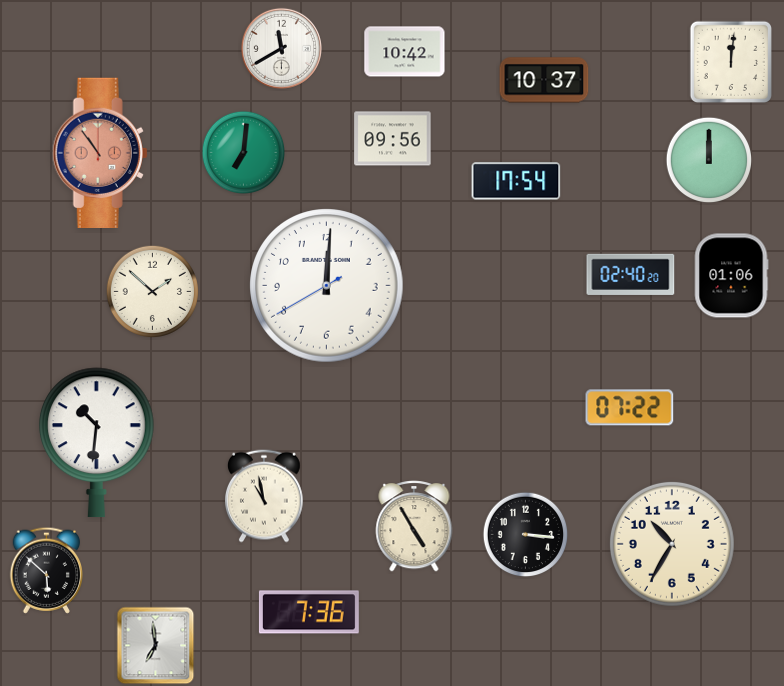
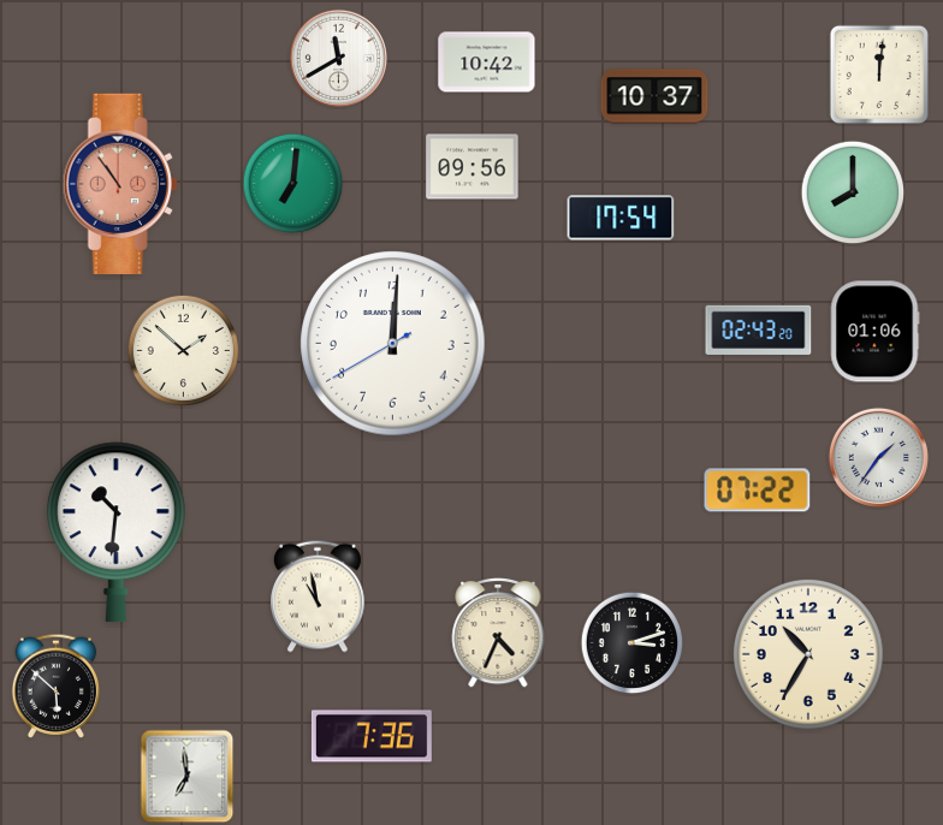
clock at (709, 160): 12:00 -> 8:00
clock at (631, 274): 02:40 -> 02:43
clock at (731, 276) position: (731, 276) -> (874, 332)
clock at (878, 457): none -> 1:36
clock at (414, 527): 4:55 -> 4:34
clock at (526, 535): 3:16 -> 3:12
